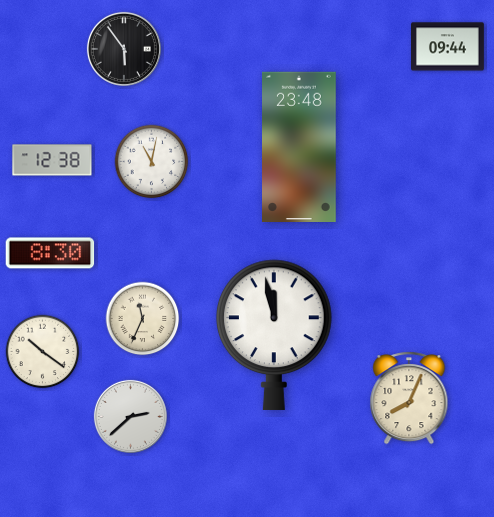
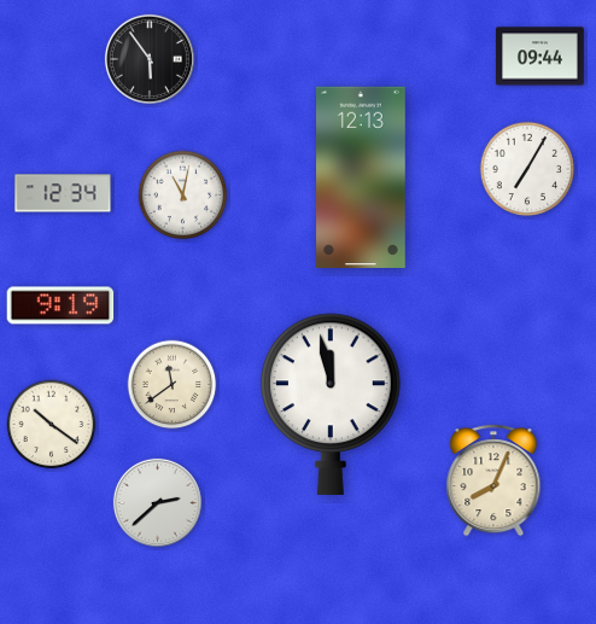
clock at (527, 169): none -> 7:05
clock at (300, 146): 23:48 -> 12:13
clock at (52, 160): 12:38 -> 12:34
clock at (50, 253): 8:30 -> 9:19
clock at (143, 319): 11:34 -> 11:39
